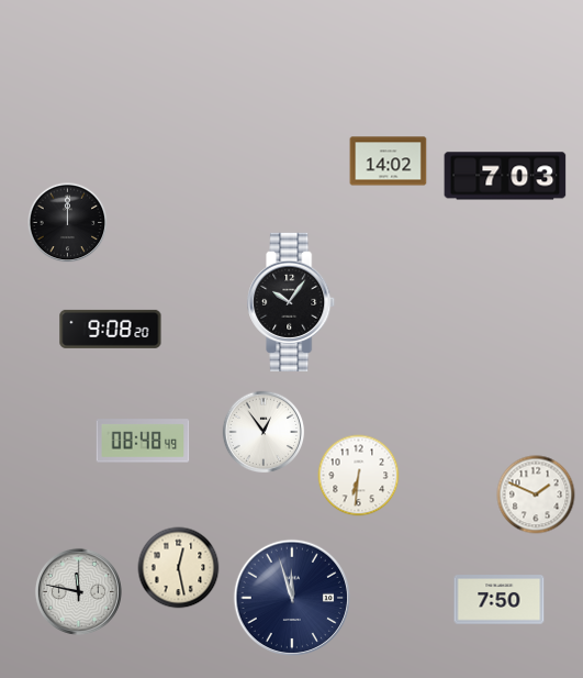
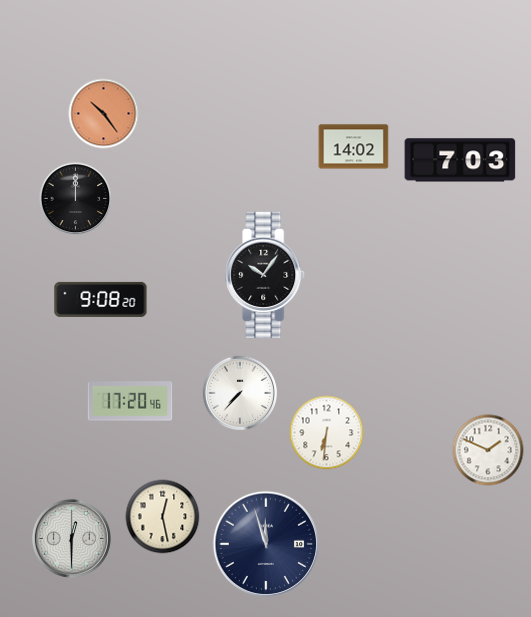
clock at (104, 114): none -> 10:24
clock at (68, 223) position: (68, 223) -> (76, 199)
clock at (264, 432): 12:54 -> 7:37
clock at (143, 441): 08:48 -> 17:20
clock at (78, 591): 11:47 -> 12:30
clock at (500, 600): 7:50 -> none
